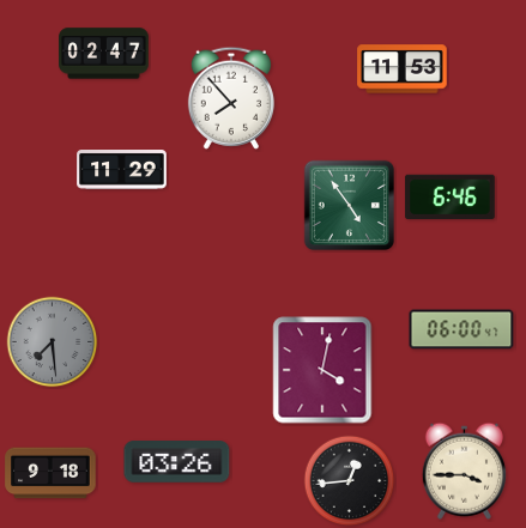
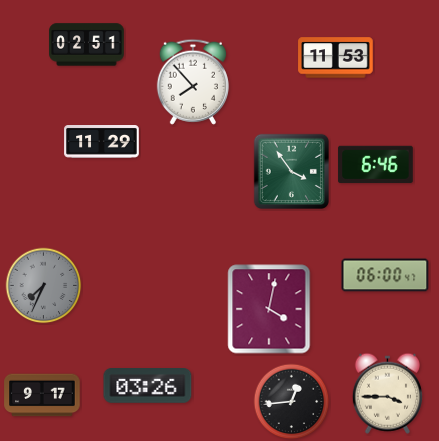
clock at (104, 54): 02:47 -> 02:51
clock at (349, 205): 4:54 -> 3:54
clock at (53, 342): 7:29 -> 7:34
clock at (50, 473): 9:18 -> 9:17
